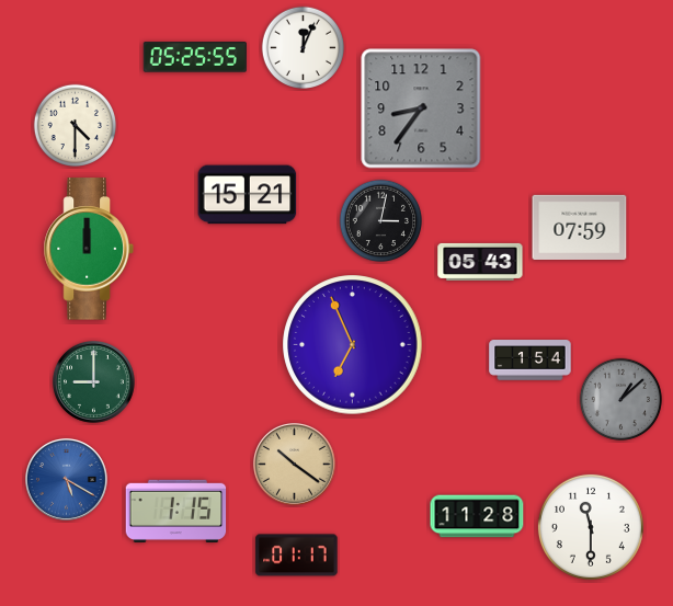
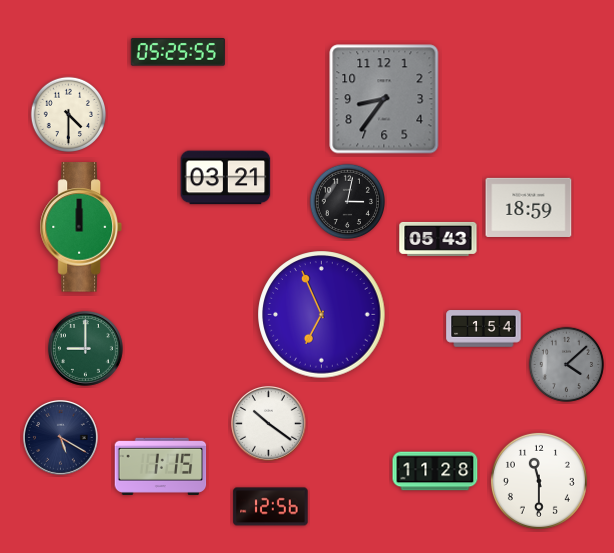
clock at (304, 48): 12:04 -> none
clock at (248, 195): 15:21 -> 03:21
clock at (580, 227): 07:59 -> 18:59
clock at (621, 400): 1:08 -> 4:08
clock at (294, 464) dial: champagne -> white
clock at (66, 479) dial: blue -> navy
clock at (297, 556): 01:17 -> 12:56
